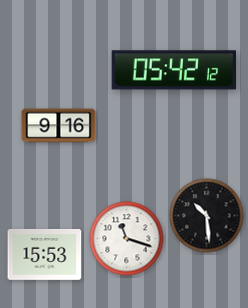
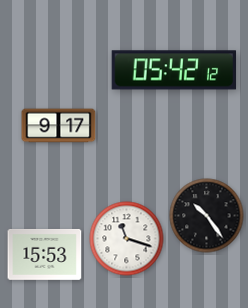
clock at (59, 126): 9:16 -> 9:17
clock at (207, 216): 10:29 -> 10:24
